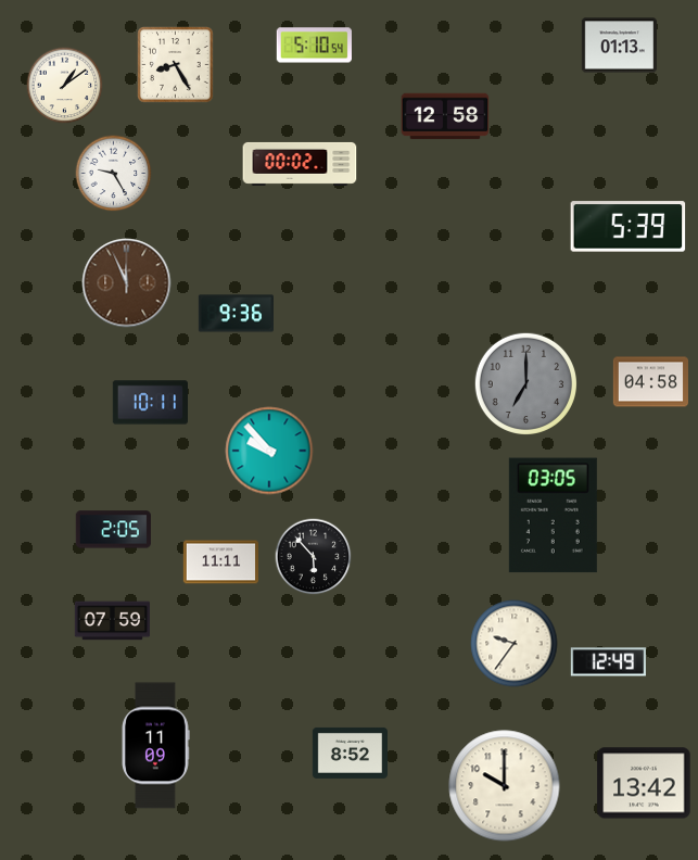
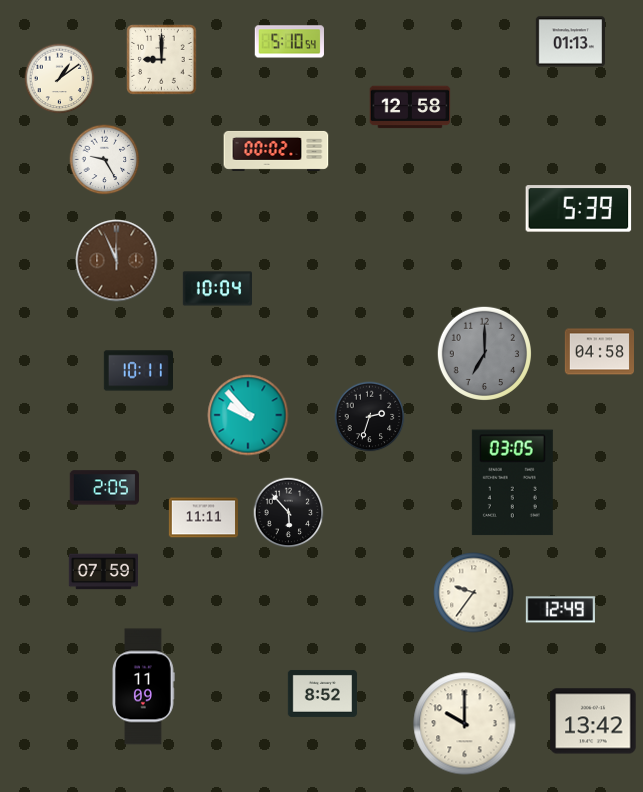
clock at (176, 65): 8:25 -> 9:00
clock at (236, 314): 9:36 -> 10:04
clock at (370, 417): none -> 2:33
clock at (553, 516) position: (553, 516) -> (512, 483)
